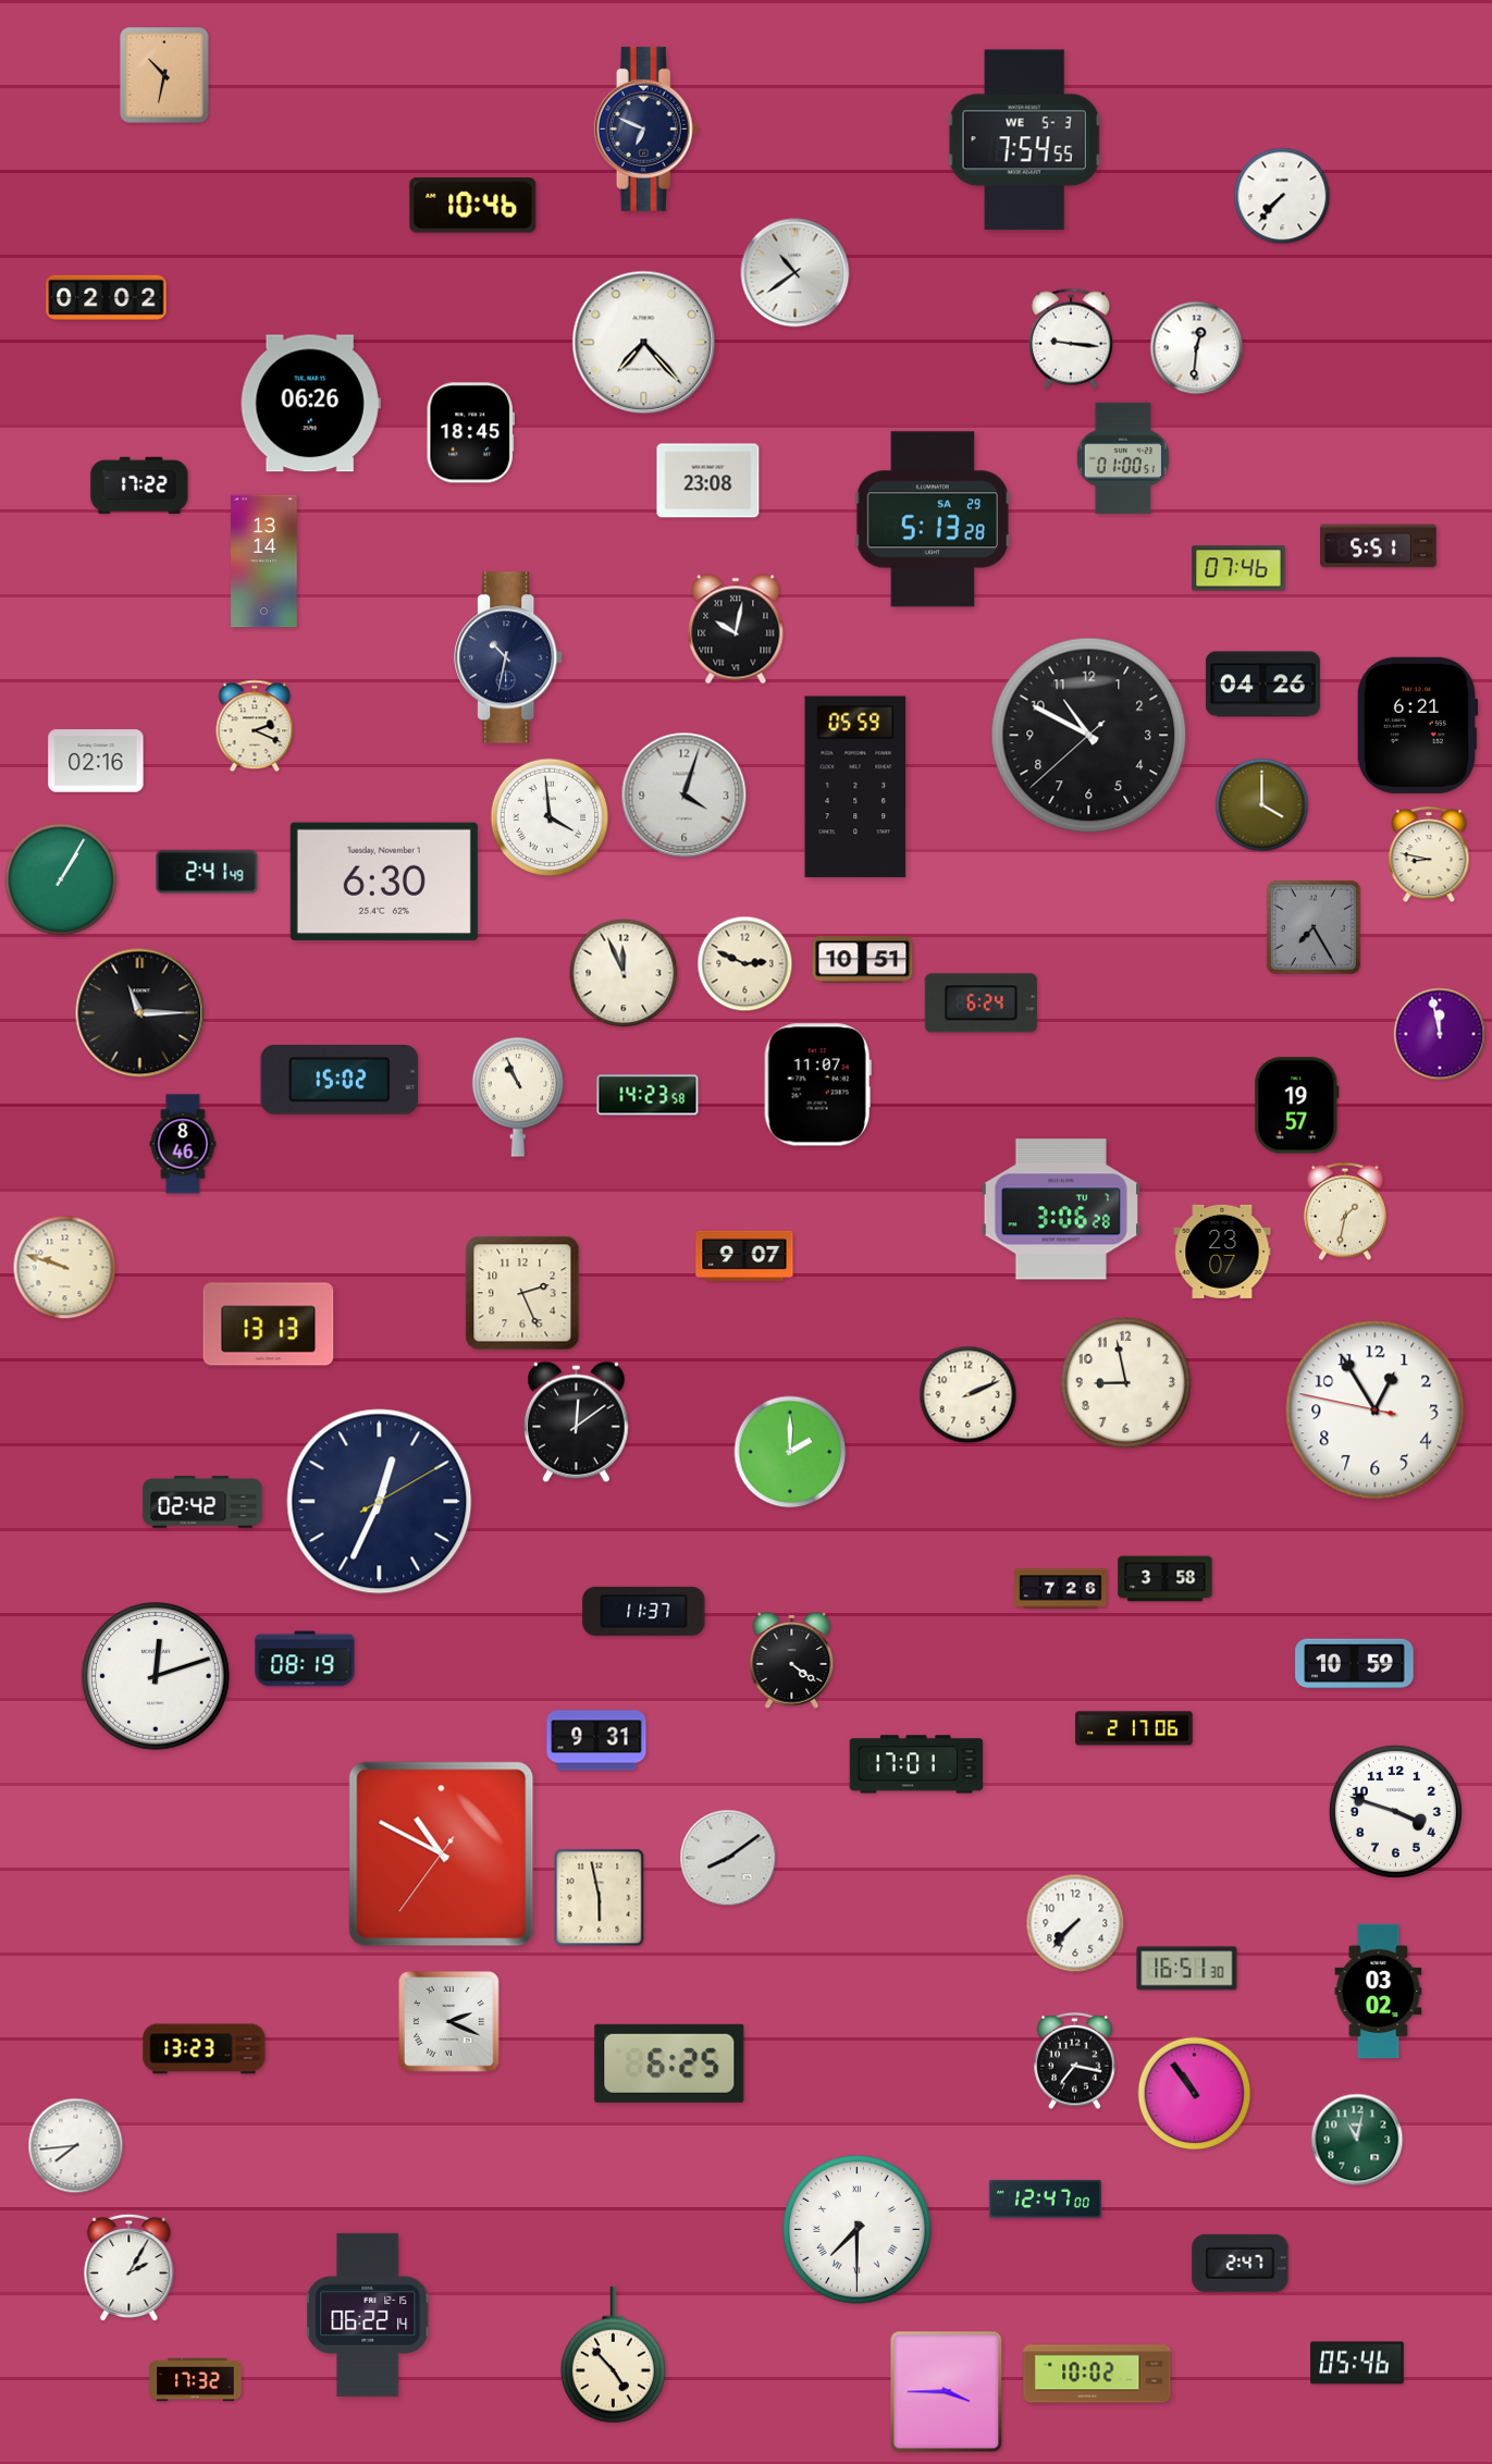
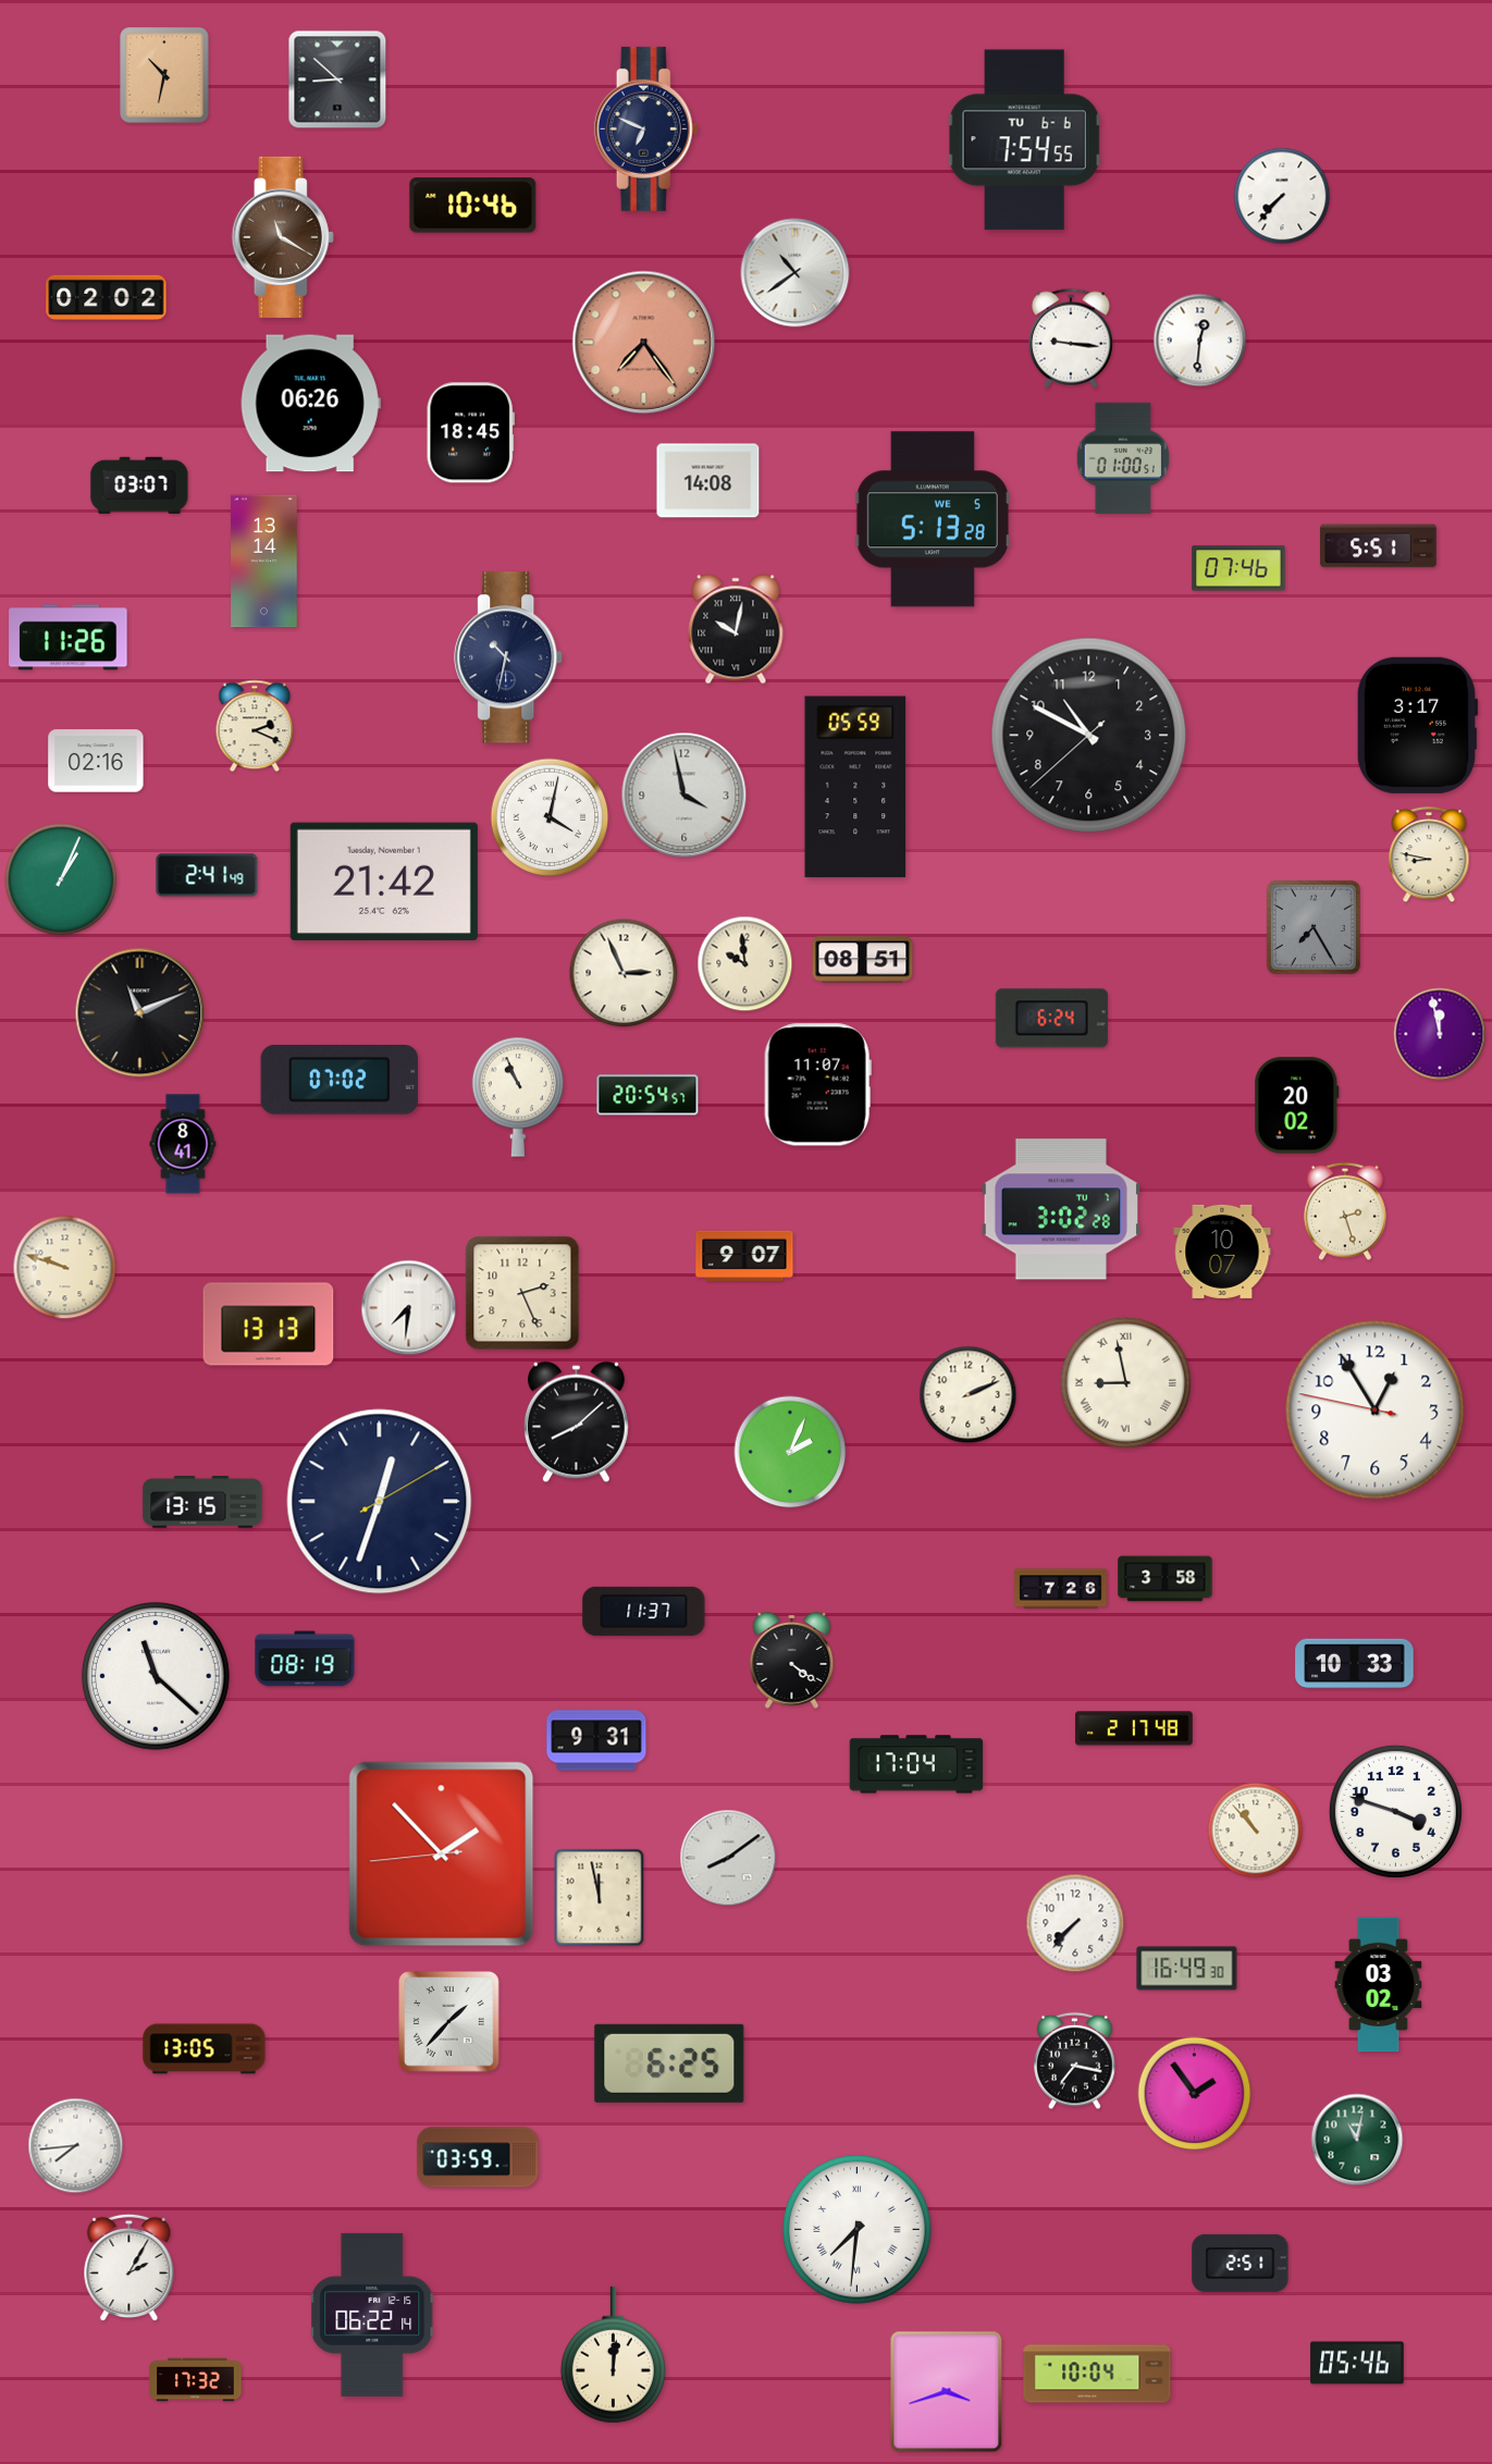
clock at (337, 79): none -> 8:52
clock at (1024, 140) date: WE 5-3 -> TU 6-6
clock at (283, 237): none -> 11:20
clock at (644, 343): 7:23 -> 7:24
clock at (644, 343) dial: white -> salmon
clock at (1197, 348) position: (1197, 348) -> (1200, 341)
clock at (708, 481): 23:08 -> 14:08
clock at (139, 485): 17:22 -> 03:07
clock at (933, 519) date: SA 29 -> WE 5
clock at (69, 638): none -> 11:26
clock at (1262, 685): 04:26 -> none
clock at (1417, 725): 6:21 -> 3:17
clock at (685, 796): 4:03 -> 3:58
clock at (1262, 805): 4:00 -> none
clock at (550, 817): 3:59 -> 4:02
clock at (207, 872) position: (207, 872) -> (207, 875)
clock at (61, 879): 1:05 -> 1:04
clock at (384, 882): 6:30 -> 21:42
clock at (863, 960): 10:51 -> 08:51
clock at (745, 964): 2:49 -> 9:59
clock at (624, 973): 11:56 -> 2:56
clock at (981, 1003) position: (981, 1003) -> (1051, 1019)
clock at (140, 1013): 11:15 -> 11:11
clock at (340, 1081): 15:02 -> 07:02
clock at (648, 1095): 14:23 -> 20:54
clock at (1297, 1106): 19:57 -> 20:02
clock at (183, 1144): 8:46 -> 8:41
clock at (1061, 1209): 3:06 -> 3:02
clock at (1346, 1211): 1:32 -> 2:27
clock at (1222, 1252): 23:07 -> 10:07
clock at (409, 1308): none -> 7:31
clock at (1125, 1382) numerals: Arabic -> Roman
clock at (577, 1422): 12:09 -> 8:08
clock at (790, 1452): 2:00 -> 2:04
clock at (202, 1502): 02:42 -> 13:15
clock at (380, 1502): 12:34 -> 12:33
clock at (1355, 1664): 10:59 -> 10:33
clock at (157, 1677): 12:12 -> 11:22
clock at (1134, 1728): 2:17:06 -> 2:17:48
clock at (916, 1764): 17:01 -> 17:04
clock at (1256, 1831): none -> 10:53
clock at (442, 1855): 10:49 -> 1:52
clock at (600, 1898): 5:58 -> 11:58
clock at (1187, 1969): 16:51 -> 16:49
clock at (1379, 1992) position: (1379, 1992) -> (1379, 1985)
clock at (449, 2022): 2:19 -> 1:37
clock at (205, 2049): 13:23 -> 13:05
clock at (1195, 2094): 10:54 -> 1:54
clock at (478, 2157): none -> 03:59
clock at (1045, 2198): 12:47 -> none
clock at (858, 2230): 7:30 -> 7:31
clock at (1241, 2263): 2:47 -> 2:51
clock at (369, 2315) position: (369, 2315) -> (373, 2315)
clock at (613, 2355): 4:53 -> 12:01
clock at (1097, 2374): 10:02 -> 10:04
clock at (947, 2392): 3:45 -> 3:42
